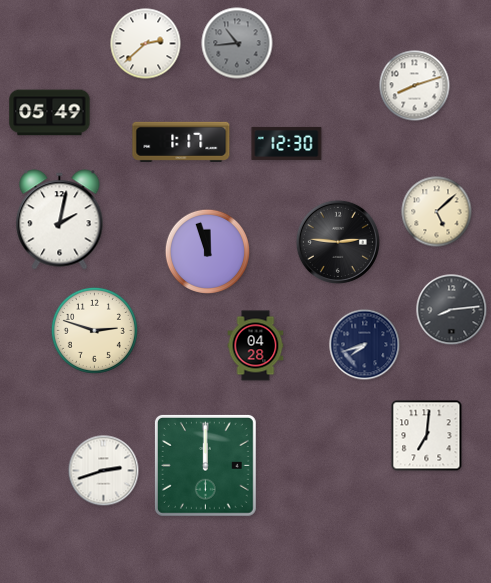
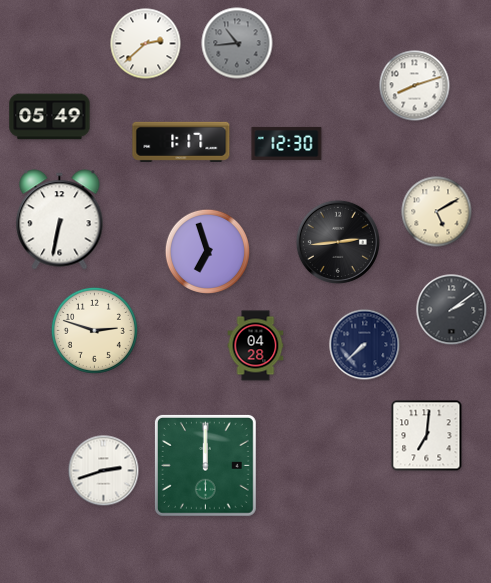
clock at (50, 113) position: (50, 113) -> (50, 117)
clock at (437, 212): 5:08 -> 5:10
clock at (60, 220): 2:02 -> 6:32
clock at (338, 242): 2:46 -> 2:44
clock at (207, 251): 11:57 -> 6:57
clock at (452, 310): 8:14 -> 2:09
clock at (365, 345): 7:42 -> 7:38
